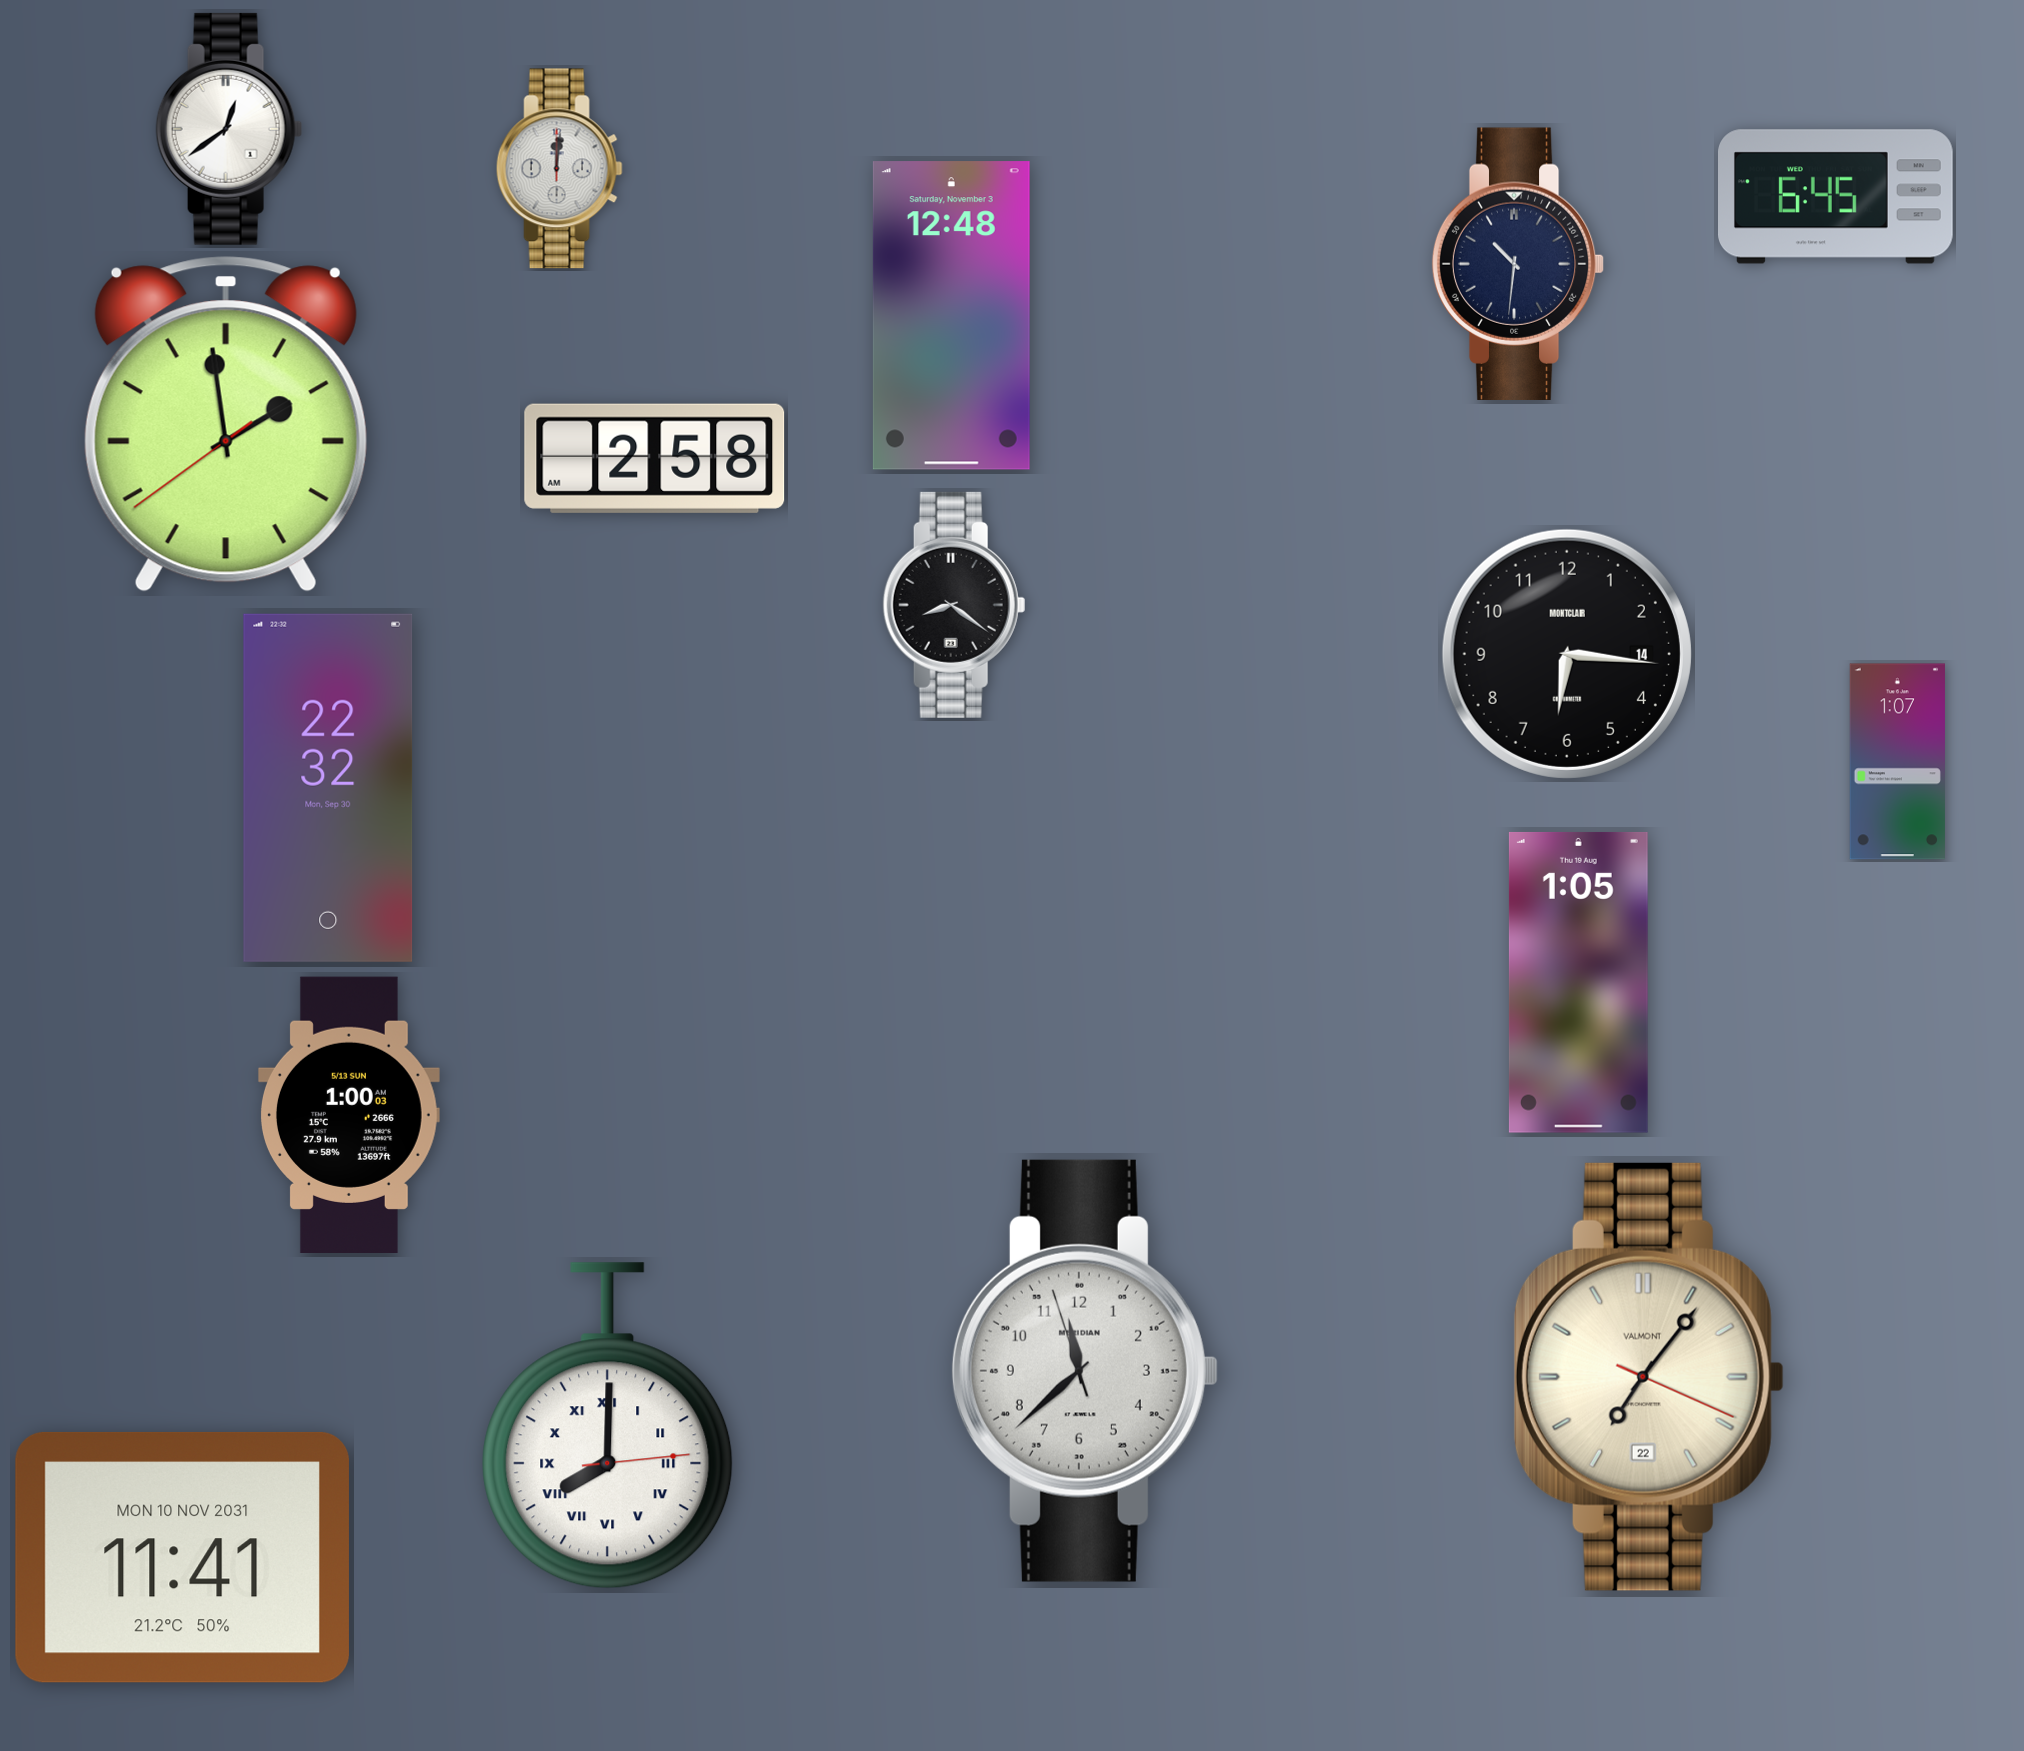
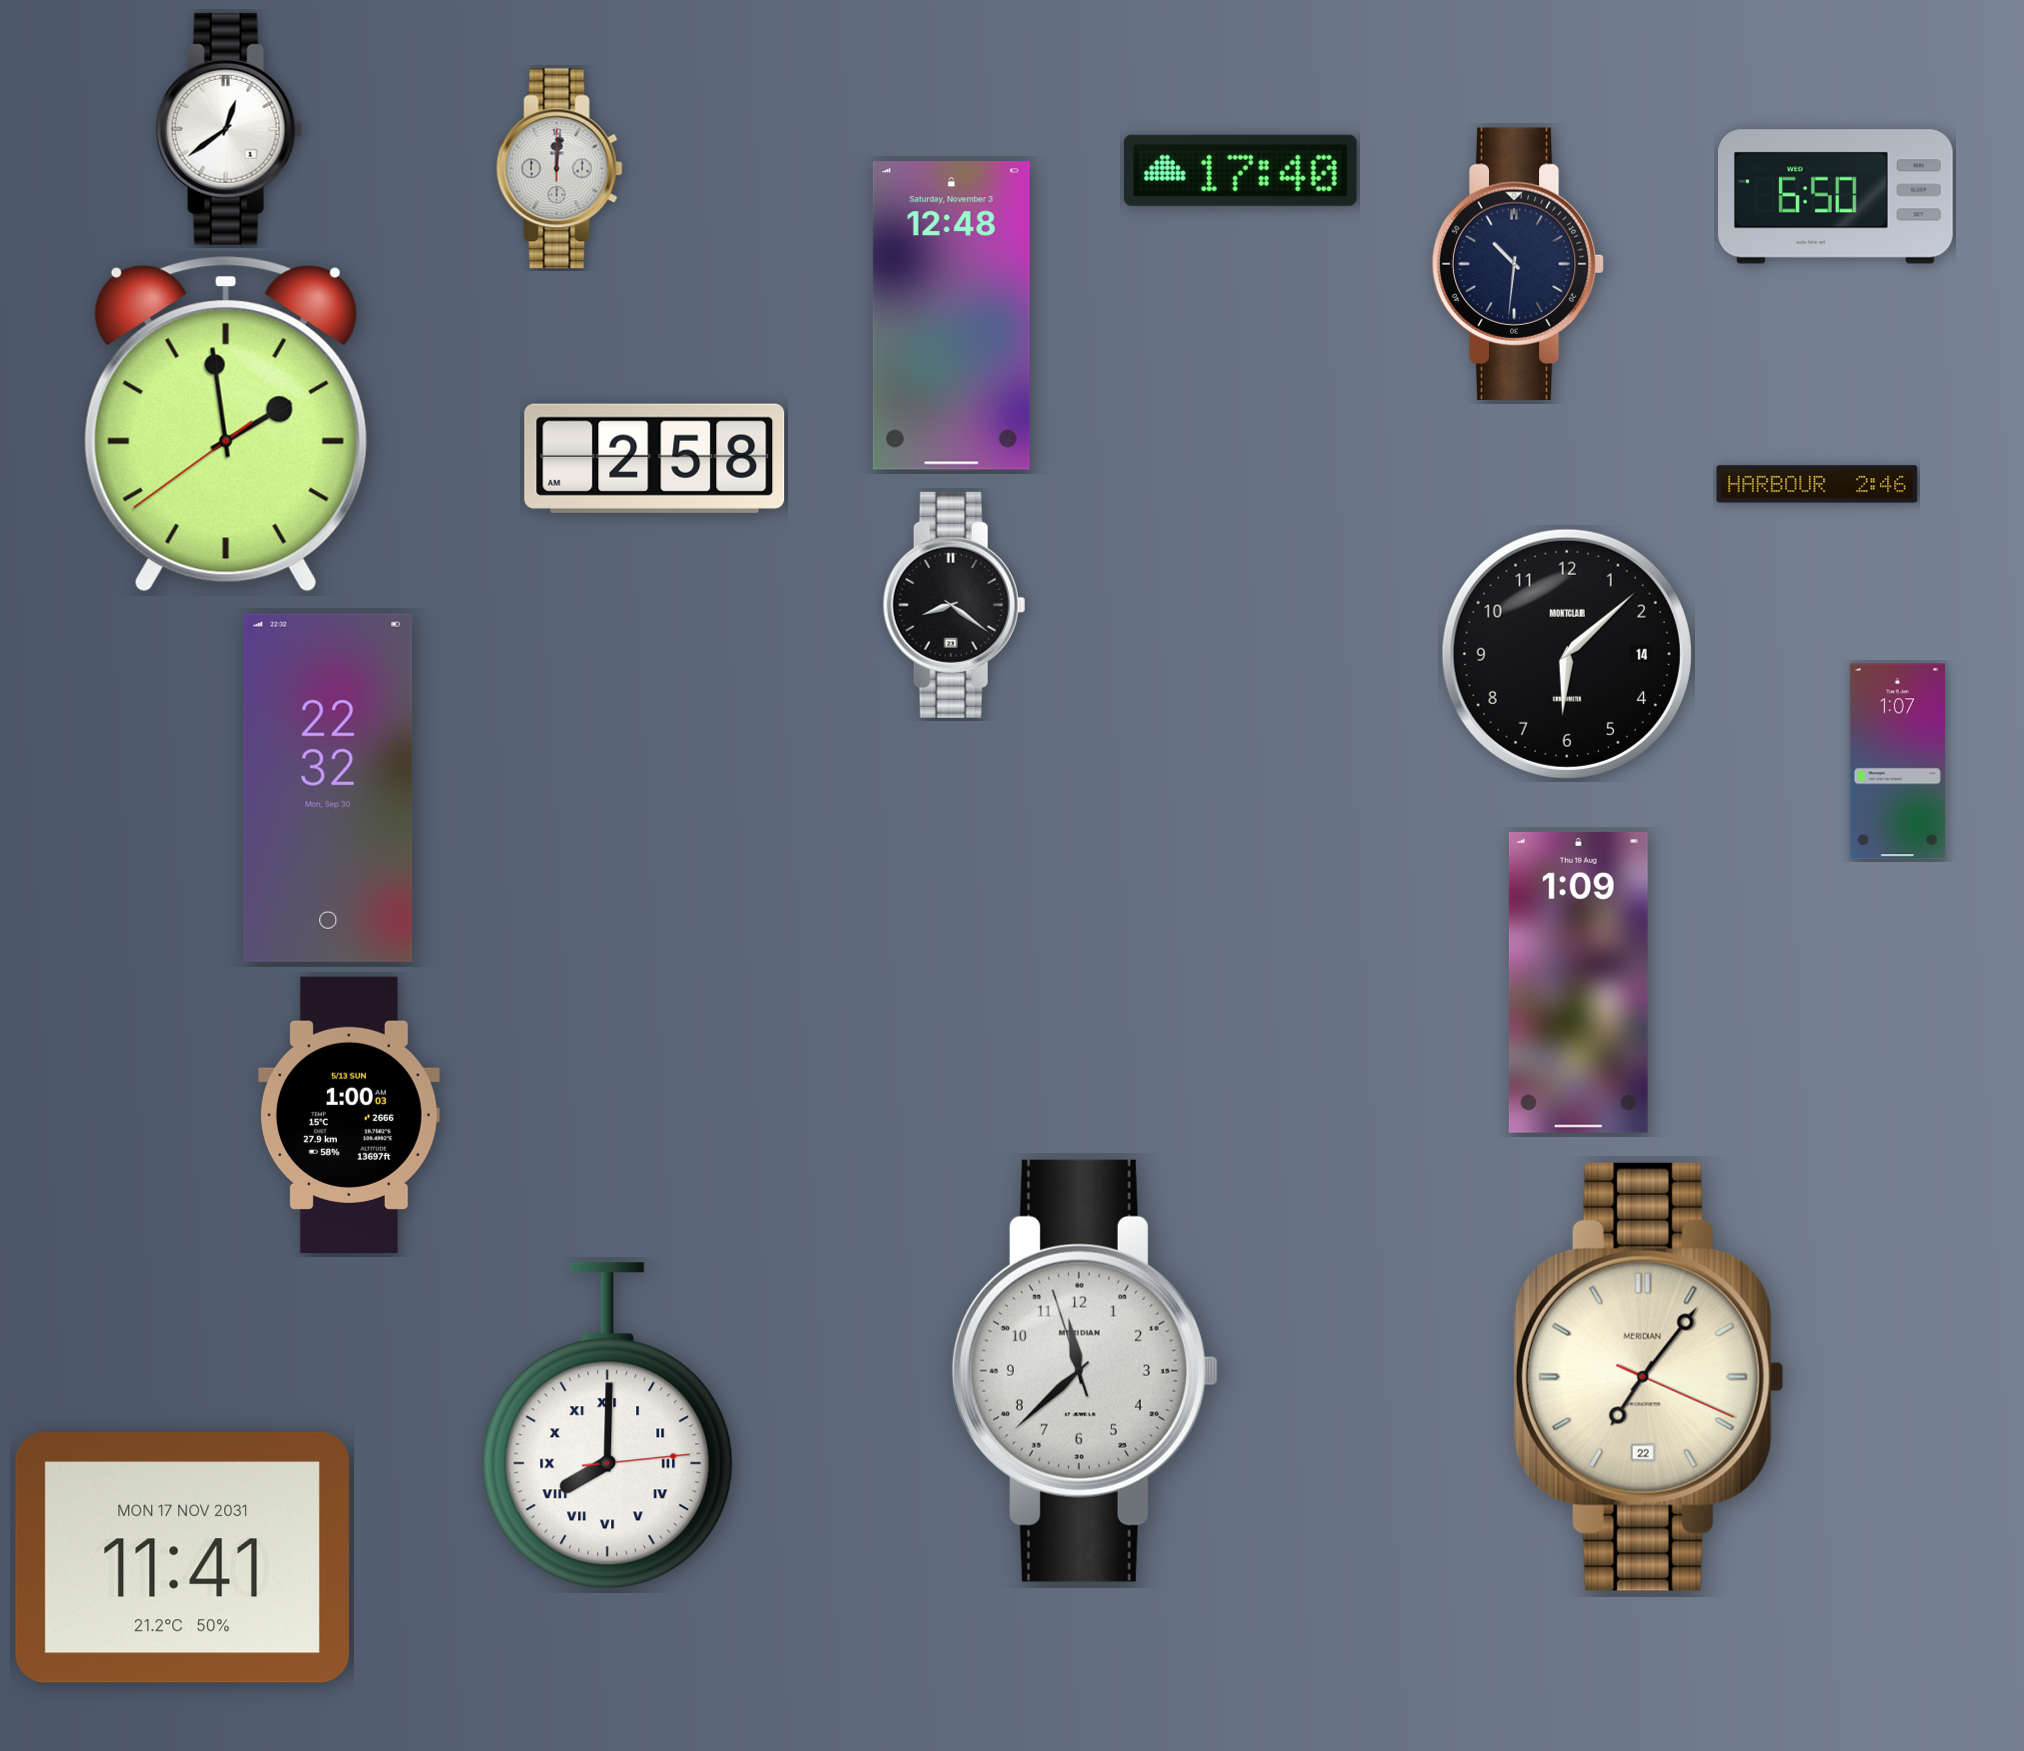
clock at (1240, 170): none -> 17:40
clock at (1836, 197): 6:45 -> 6:50
clock at (1817, 484): none -> 2:46
clock at (1567, 654): 6:16 -> 6:08
clock at (1578, 982): 1:05 -> 1:09
clock at (1649, 1377) brand: VALMONT -> MERIDIAN
clock at (182, 1557) date: MON 10 NOV 2031 -> MON 17 NOV 2031
